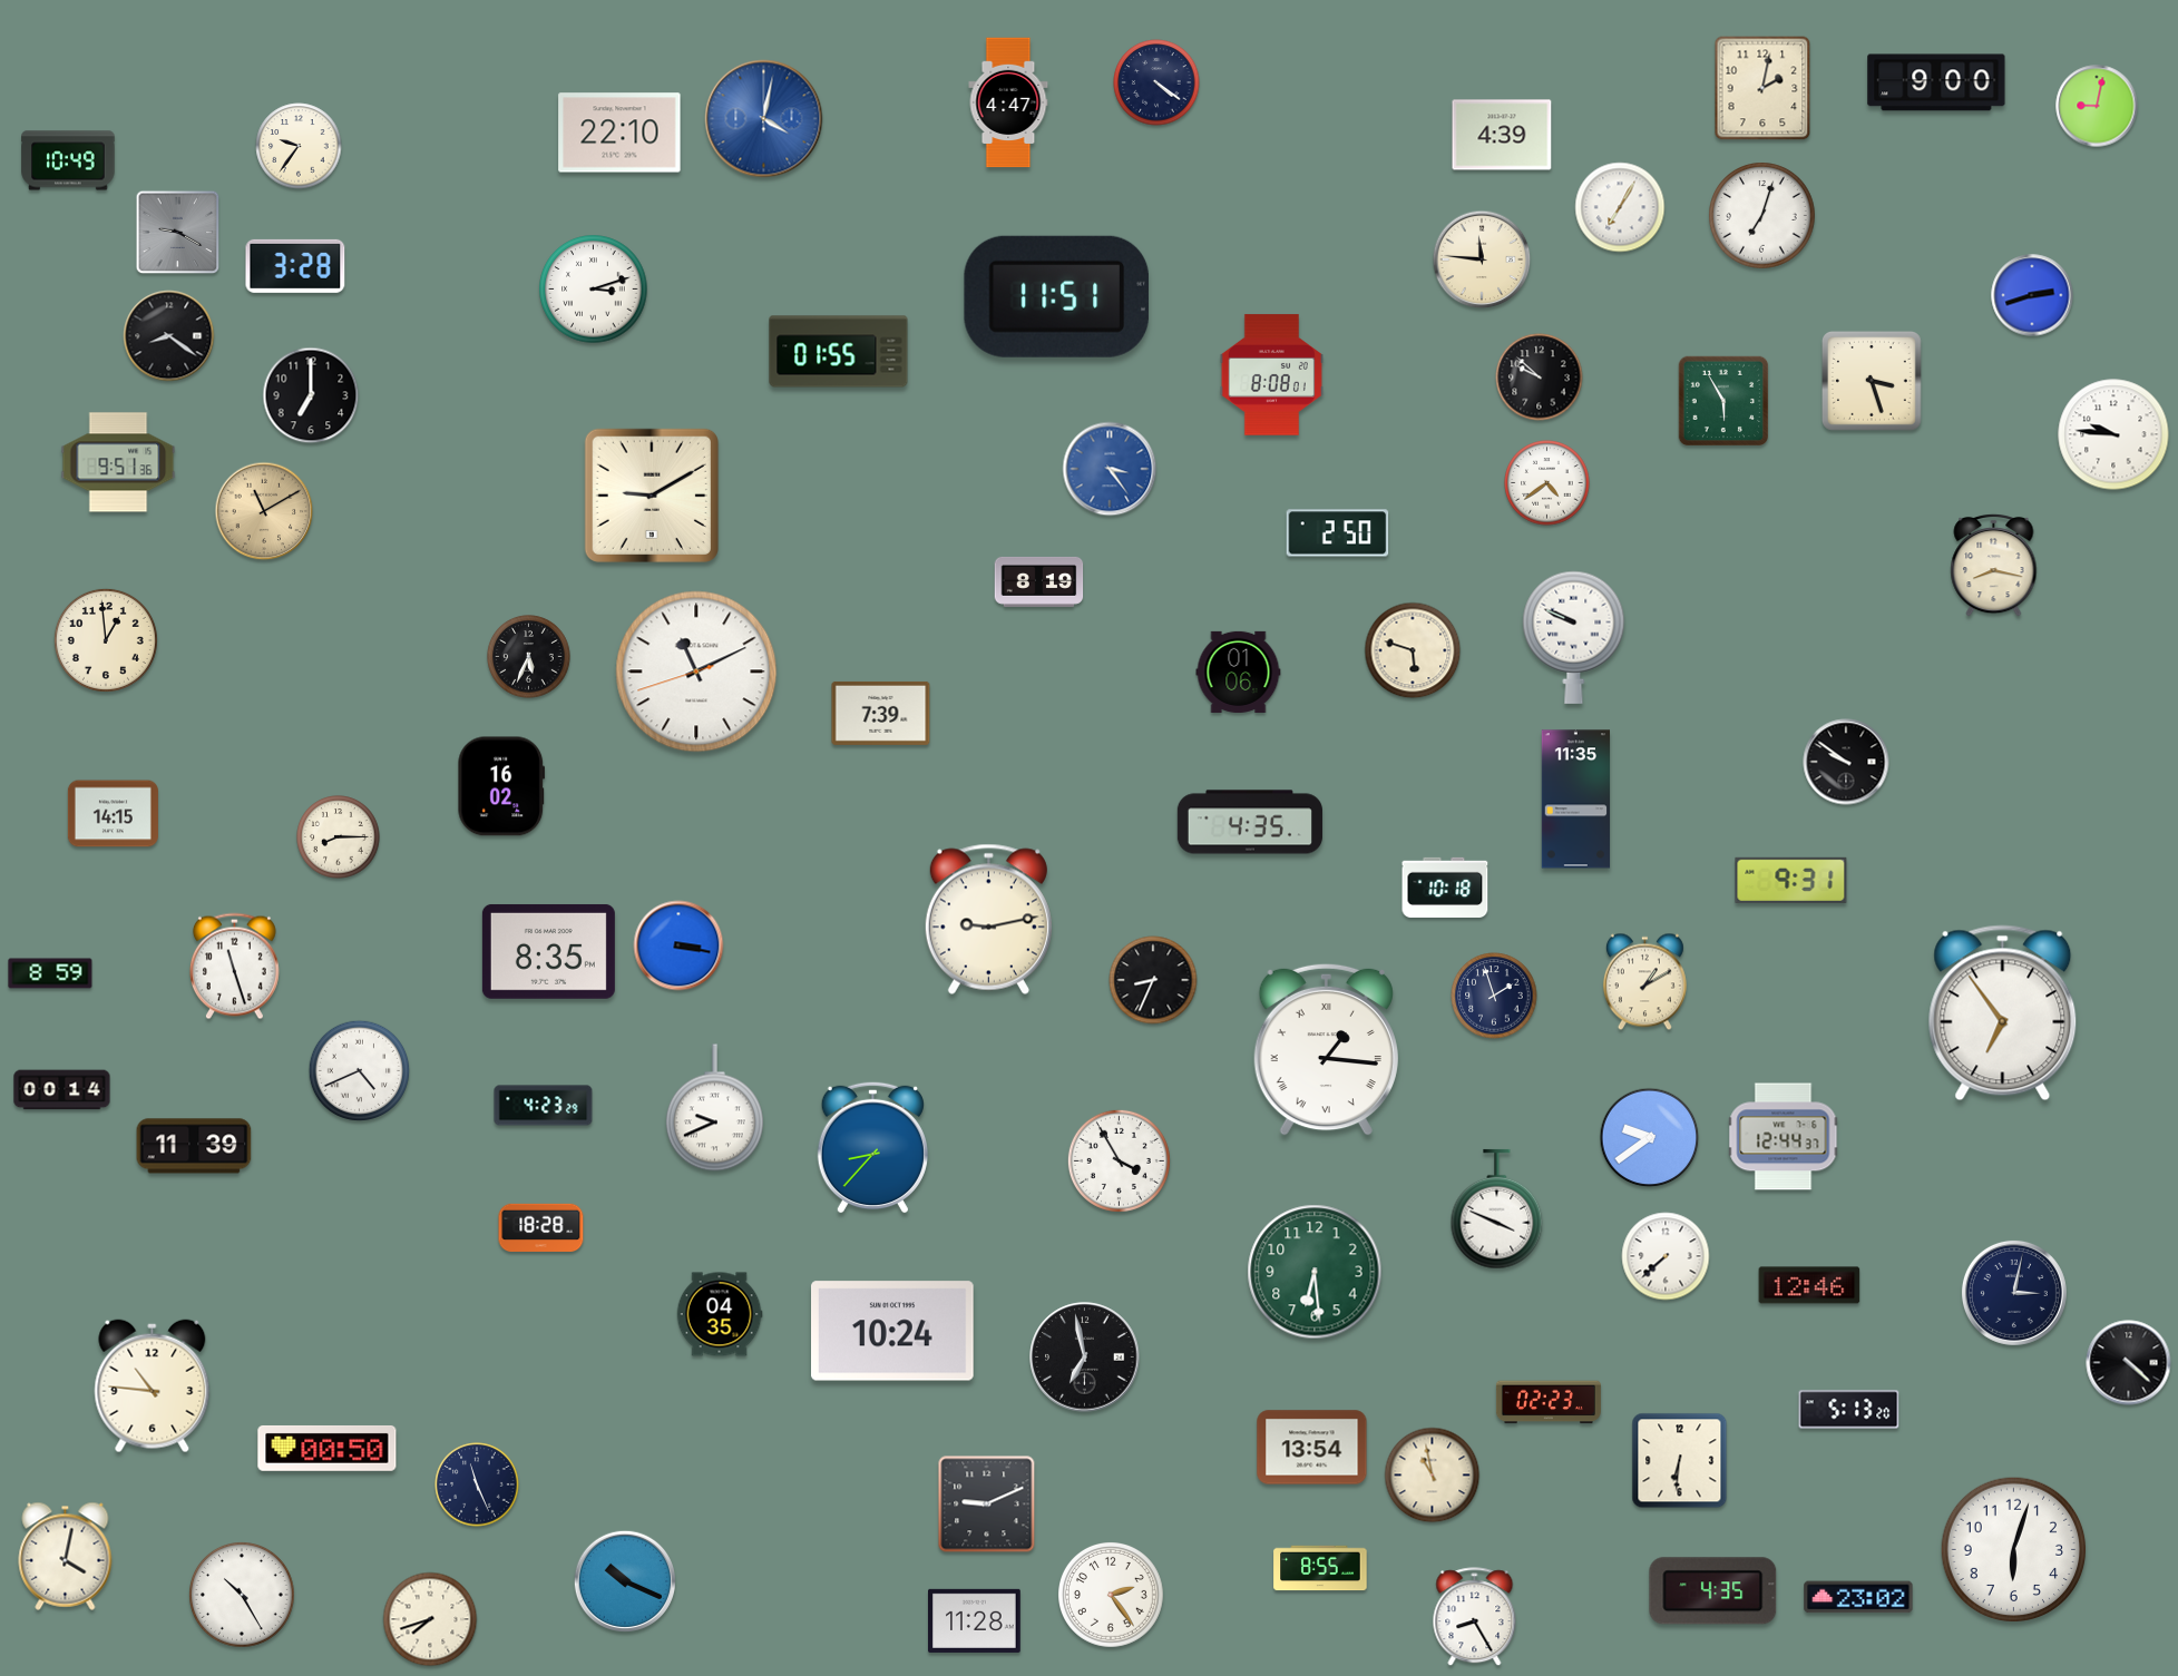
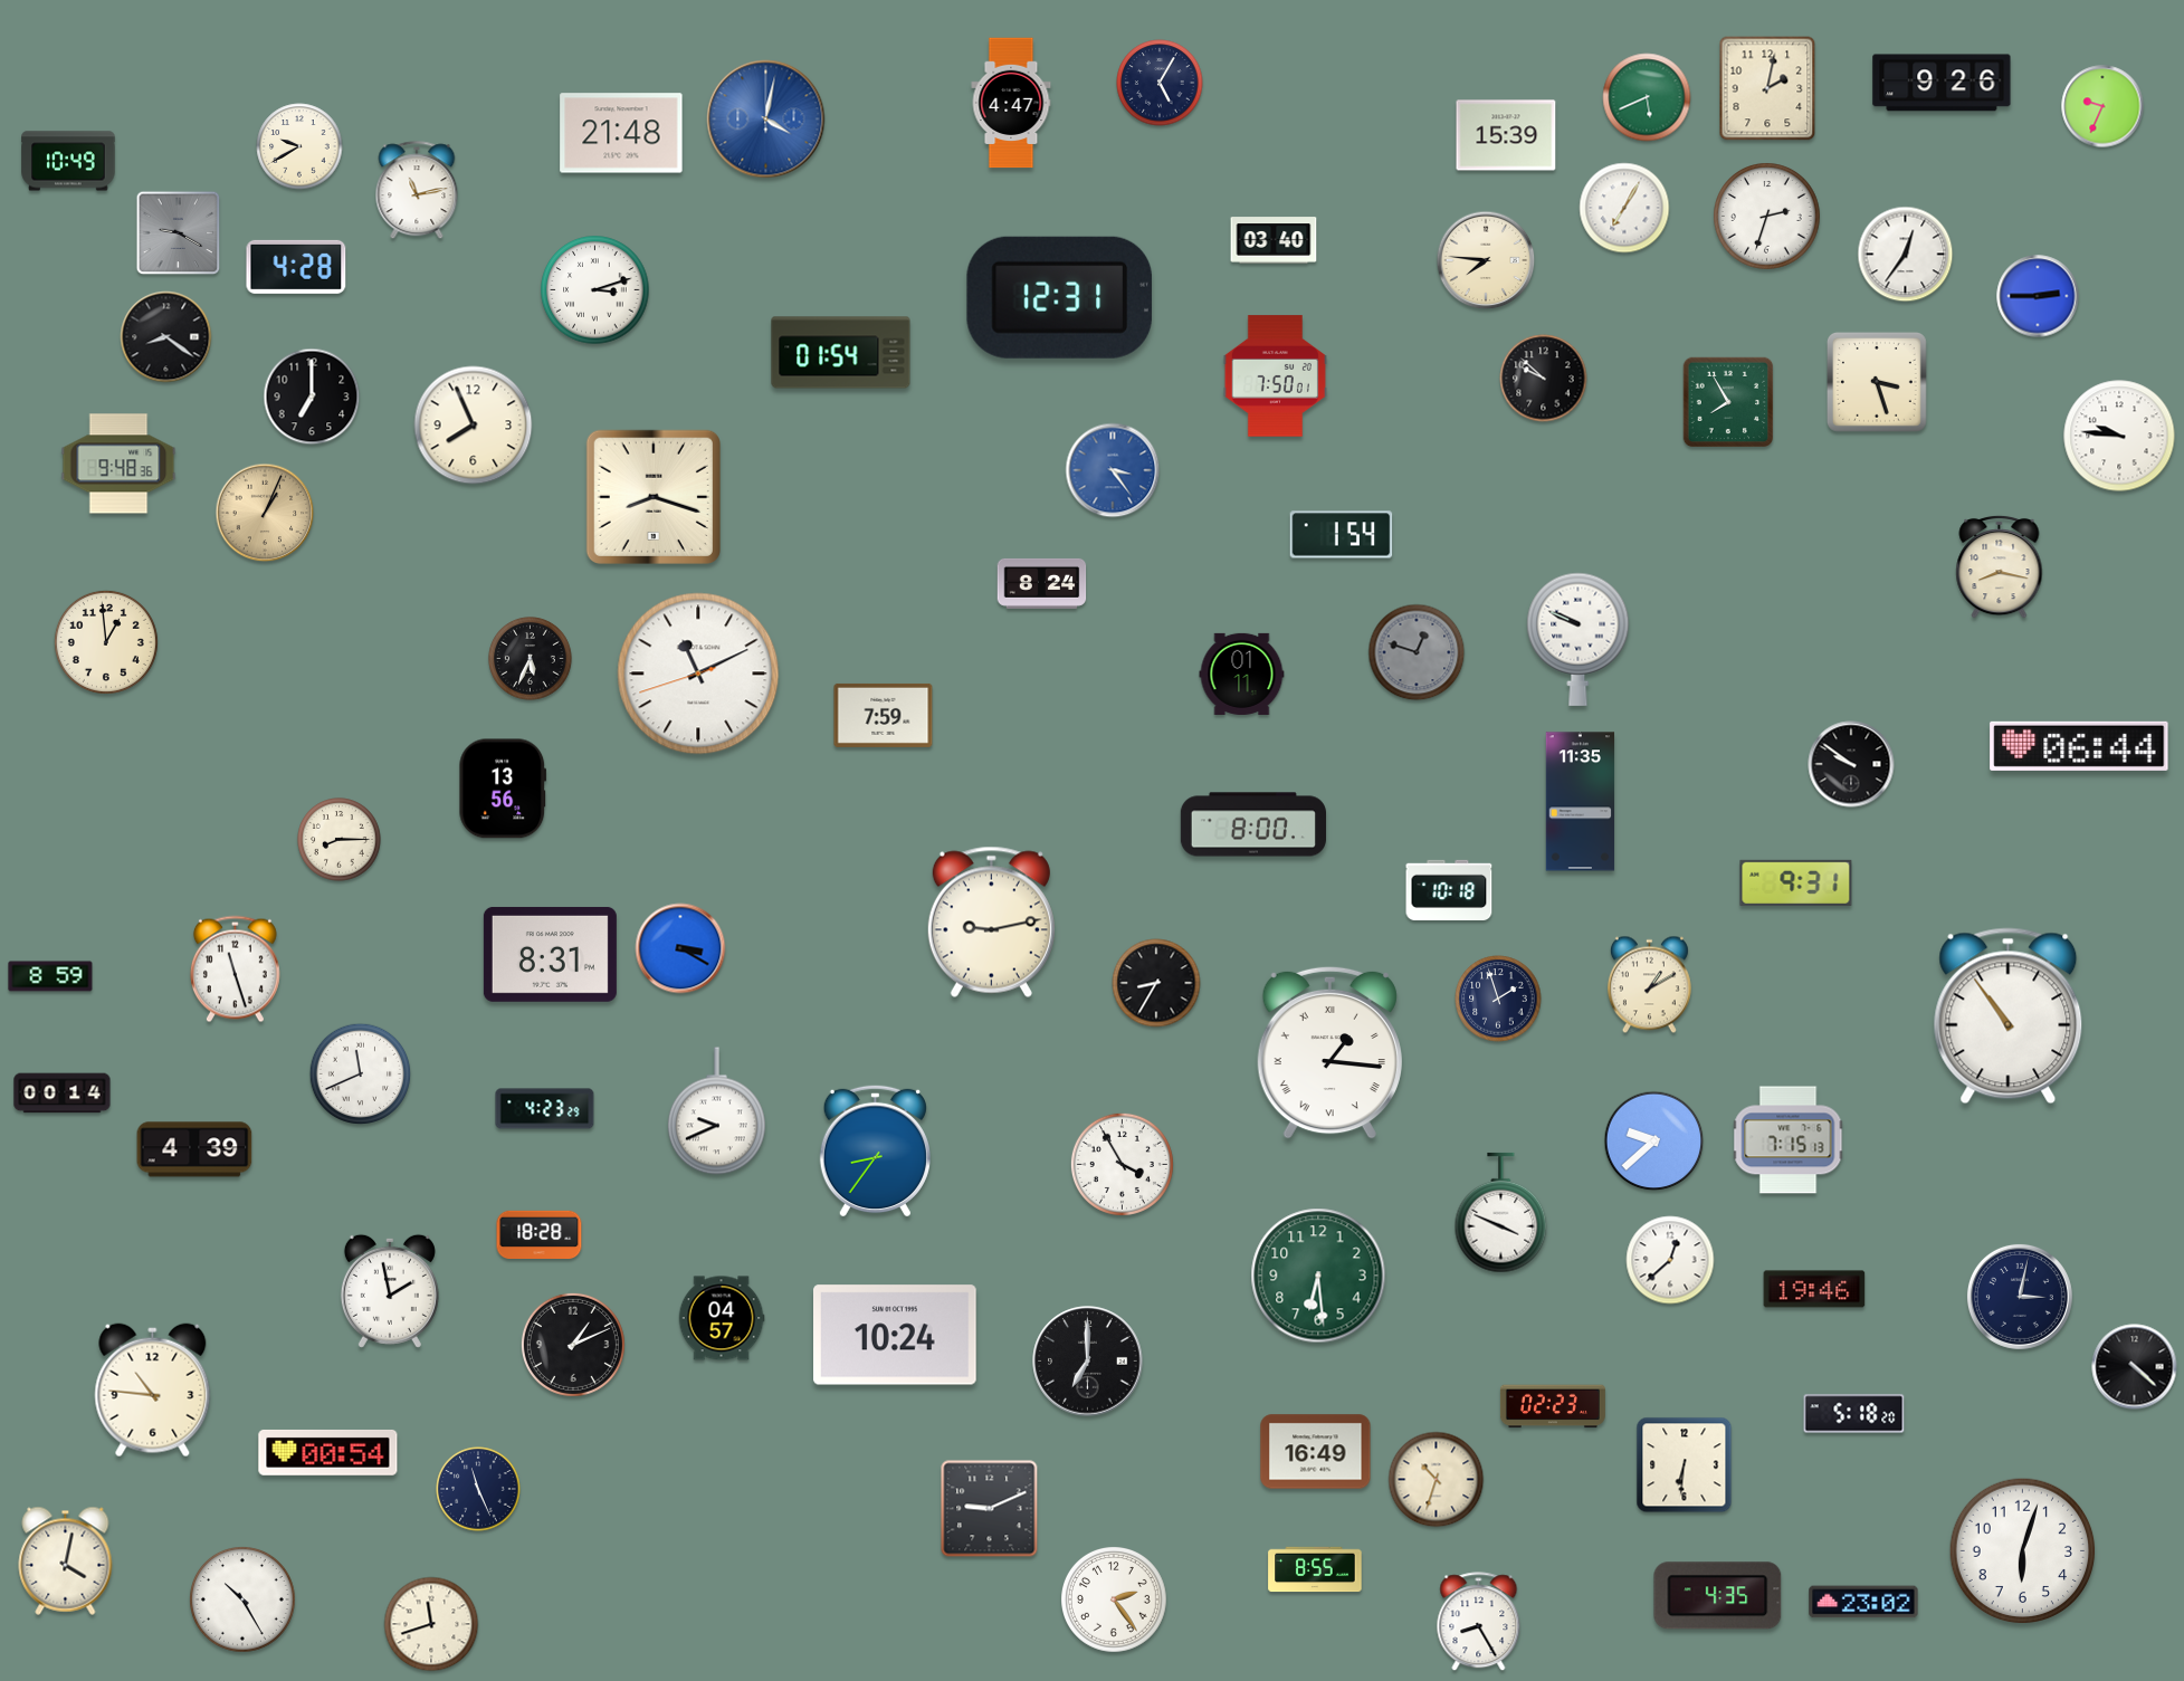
clock at (1156, 82): 4:21 -> 5:05
clock at (1936, 82): 9:00 -> 9:26
clock at (1647, 97): none -> 5:41
clock at (2097, 106): 9:02 -> 9:34
clock at (619, 133): 22:10 -> 21:48
clock at (1502, 135): 4:39 -> 15:39
clock at (299, 146): 9:36 -> 9:40
clock at (417, 191): none -> 11:13
clock at (1762, 216): 7:03 -> 2:33
clock at (1274, 240): none -> 03:40
clock at (1906, 255): none -> 12:36
clock at (1482, 259): 11:46 -> 7:46
clock at (295, 266): 3:28 -> 4:28
clock at (2032, 295): 2:42 -> 2:45
clock at (1056, 296): 11:51 -> 12:31
clock at (169, 336) position: (169, 336) -> (166, 337)
clock at (839, 352): 01:55 -> 01:54
clock at (1271, 375): 8:08 -> 7:50
clock at (1723, 401): 5:55 -> 7:55
clock at (474, 426): none -> 7:56
clock at (118, 462): 9:51 -> 9:48
clock at (1547, 483): 4:39 -> none
clock at (652, 496): 9:10 -> 8:18
clock at (264, 511): 11:10 -> 1:04
clock at (1338, 533): 2:50 -> 1:54
clock at (1039, 581): 8:19 -> 8:24
clock at (1413, 650): 5:48 -> 12:48
clock at (1413, 650) dial: cream -> grey
clock at (1239, 672): 01:06 -> 01:11
clock at (881, 713): 7:39 -> 7:59
clock at (2079, 746): none -> 06:44
clock at (501, 786): 16:02 -> 13:56
clock at (113, 814): 14:15 -> none
clock at (1249, 822): 4:35 -> 8:00
clock at (678, 945): 3:17 -> 3:20
clock at (548, 951): 8:35 -> 8:31
clock at (1153, 980): 8:34 -> 8:35
clock at (2003, 1013): 6:54 -> 10:54
clock at (360, 1071): 4:41 -> 11:41
clock at (1784, 1137): 12:44 -> 7:15
clock at (1650, 1138): 9:39 -> 9:38
clock at (194, 1146): 11:39 -> 4:39
clock at (872, 1147): 8:37 -> 8:36
clock at (541, 1227) position: (541, 1227) -> (540, 1234)
clock at (1666, 1256): 7:38 -> 12:38
clock at (1809, 1285): 12:46 -> 19:46
clock at (390, 1291): none -> 1:58
clock at (720, 1314): 04:35 -> 04:57
clock at (573, 1345): none -> 1:11
clock at (1085, 1358): 6:58 -> 7:00
clock at (1849, 1410): 5:13 -> 5:18
clock at (328, 1448): 00:50 -> 00:54
clock at (1312, 1448): 13:54 -> 16:49
clock at (1433, 1476): 10:58 -> 10:33
clock at (2014, 1550) position: (2014, 1550) -> (2023, 1551)
clock at (1320, 1568) position: (1320, 1568) -> (1315, 1569)
clock at (624, 1580): 10:19 -> none
clock at (430, 1619): 7:42 -> 11:42
clock at (975, 1620): 11:28 -> none
